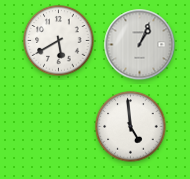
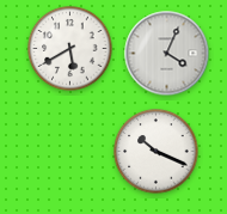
clock at (140, 45): 1:04 -> 4:04
clock at (131, 127): 4:59 -> 10:19
